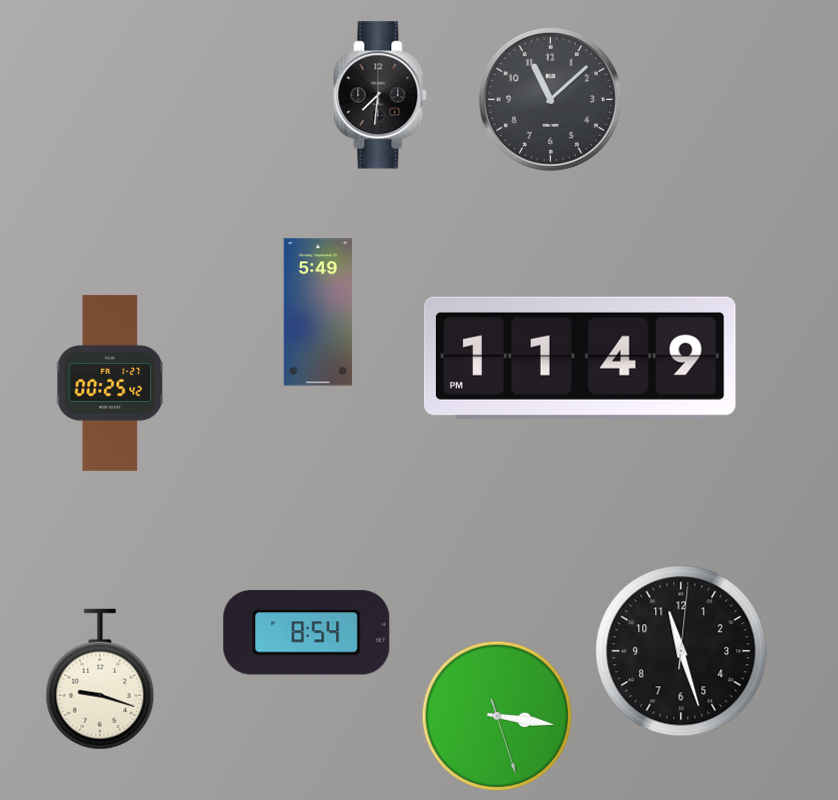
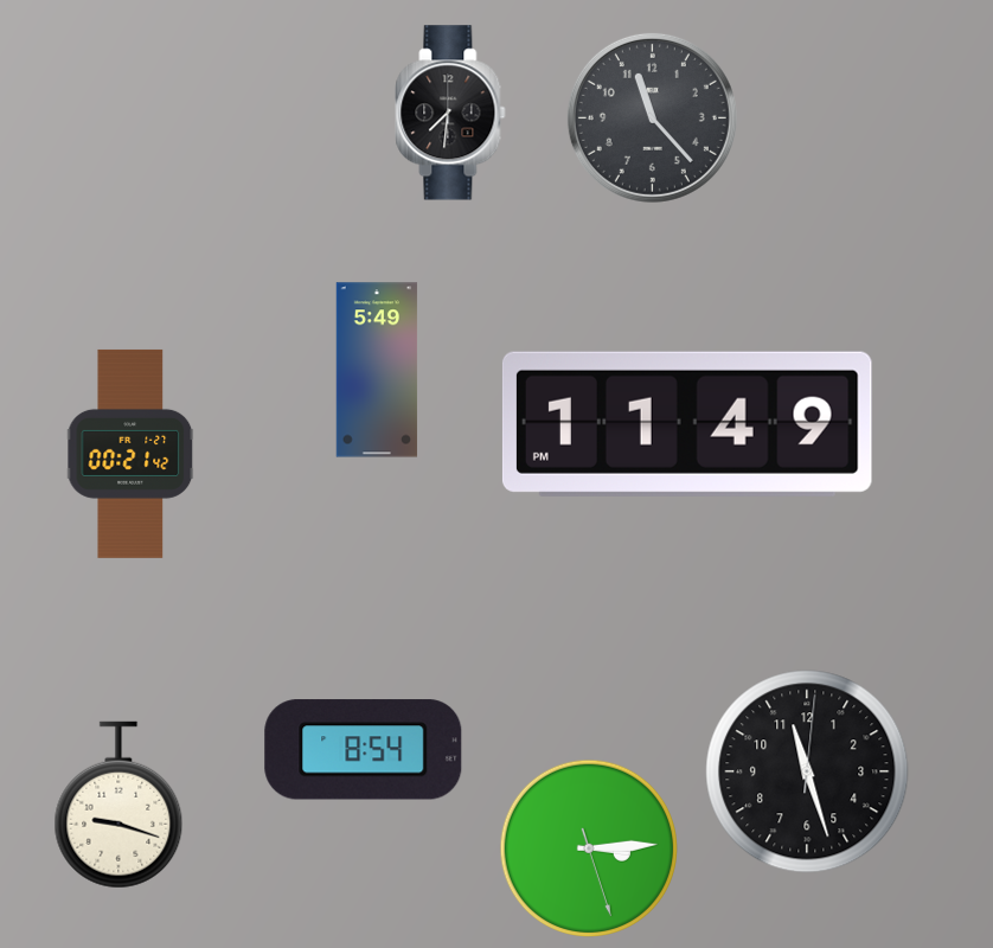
clock at (550, 99): 11:08 -> 11:23
clock at (110, 383): 00:25 -> 00:21
clock at (497, 716): 3:16 -> 3:14
